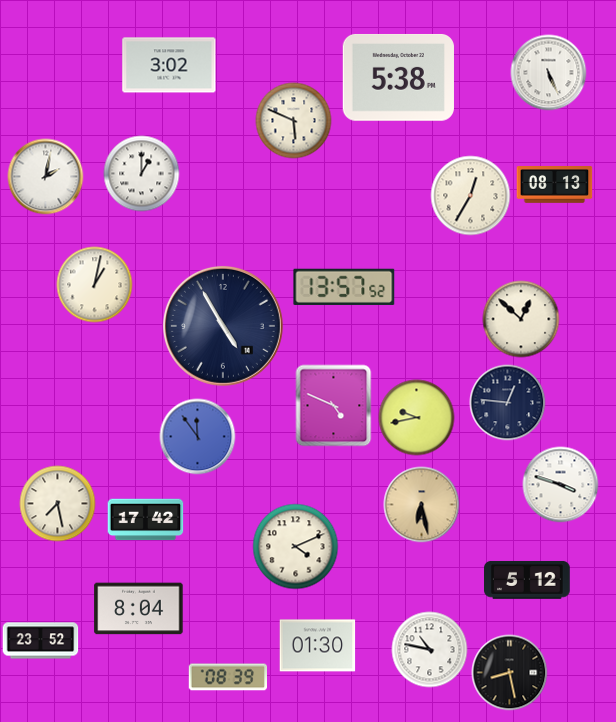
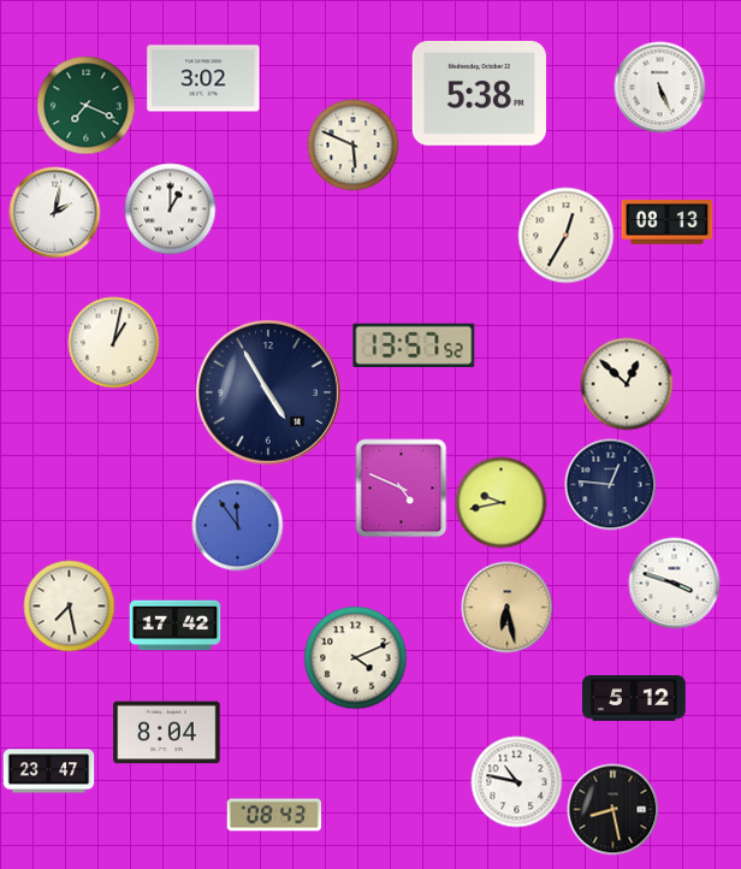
clock at (87, 106): none -> 7:19
clock at (41, 641): 23:52 -> 23:47
clock at (318, 646): 01:30 -> none
clock at (228, 677): 08:39 -> 08:43
